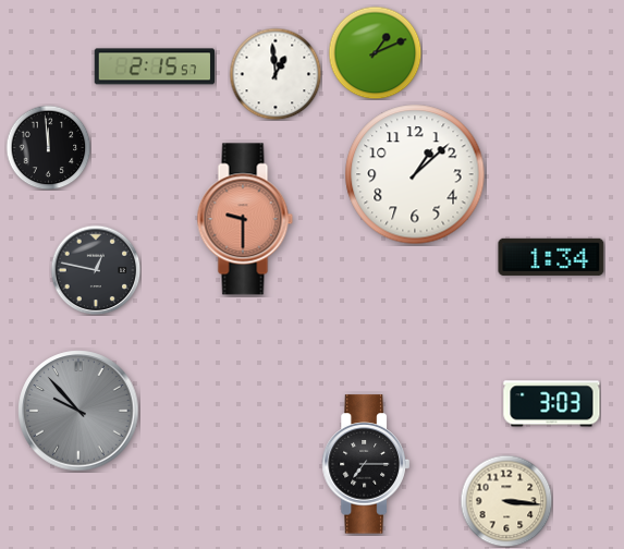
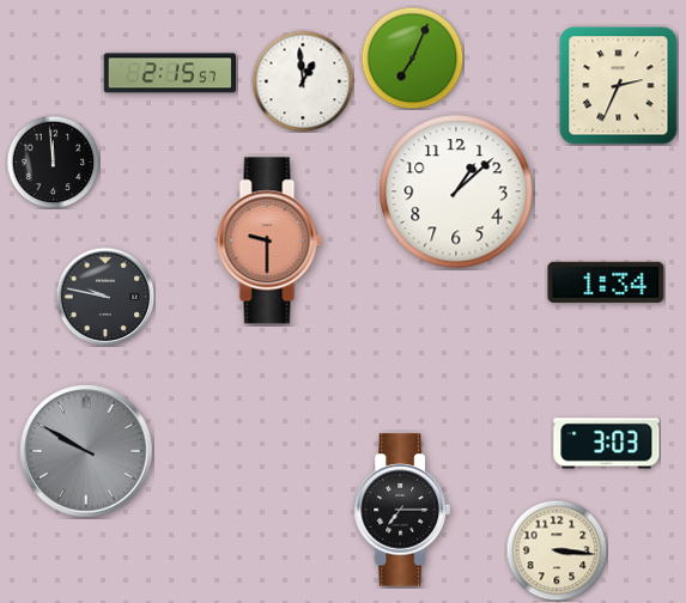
clock at (375, 52): 1:11 -> 7:04
clock at (619, 86): none -> 2:34
clock at (96, 270): 12:47 -> 9:47
clock at (78, 411): 9:53 -> 9:50
